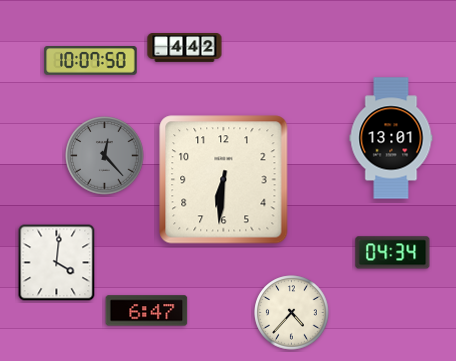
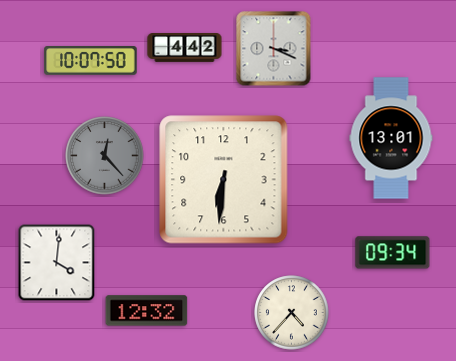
clock at (274, 49): none -> 3:19
clock at (393, 253): 04:34 -> 09:34
clock at (147, 311): 6:47 -> 12:32
